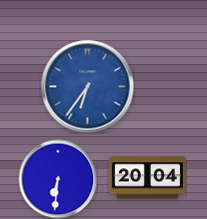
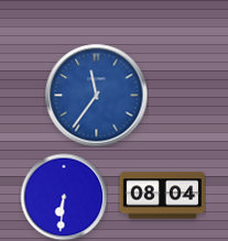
clock at (87, 86): 6:36 -> 11:36
clock at (147, 178): 20:04 -> 08:04
